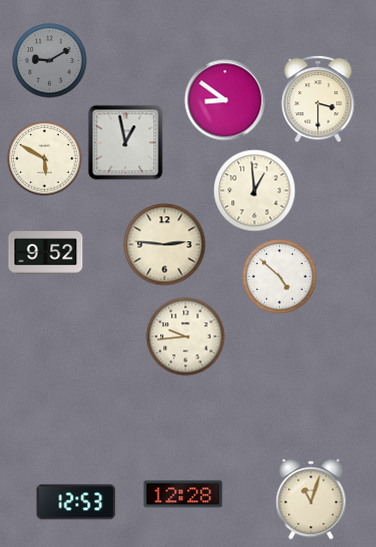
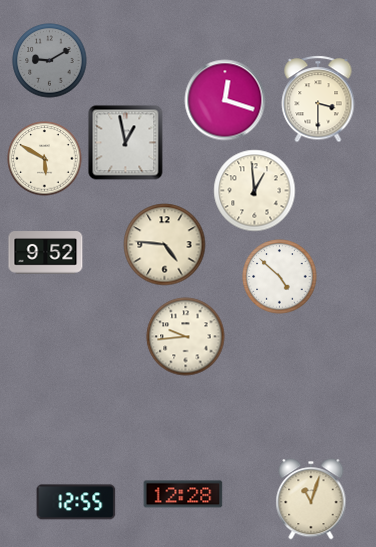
clock at (225, 100): 8:51 -> 12:18
clock at (165, 245): 2:46 -> 4:46
clock at (76, 502): 12:53 -> 12:55
